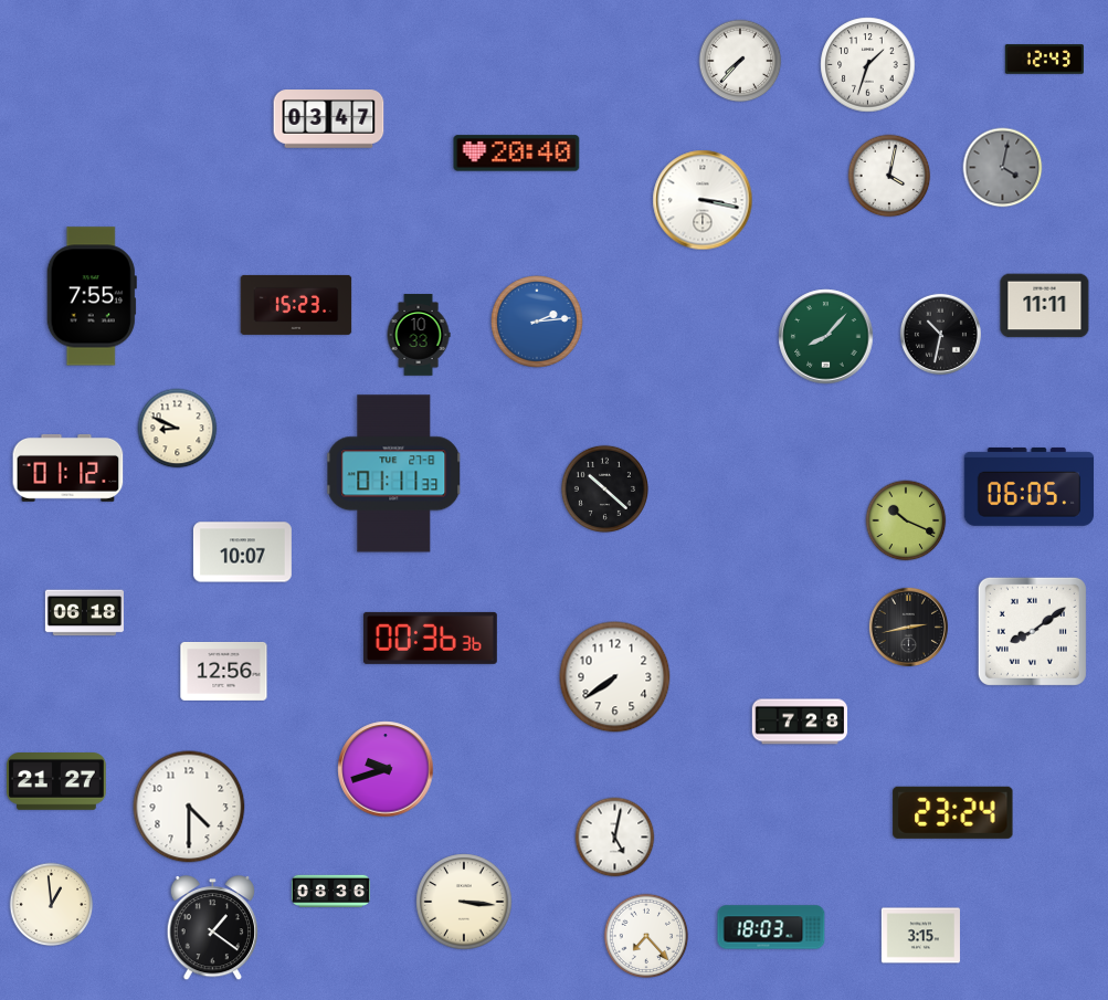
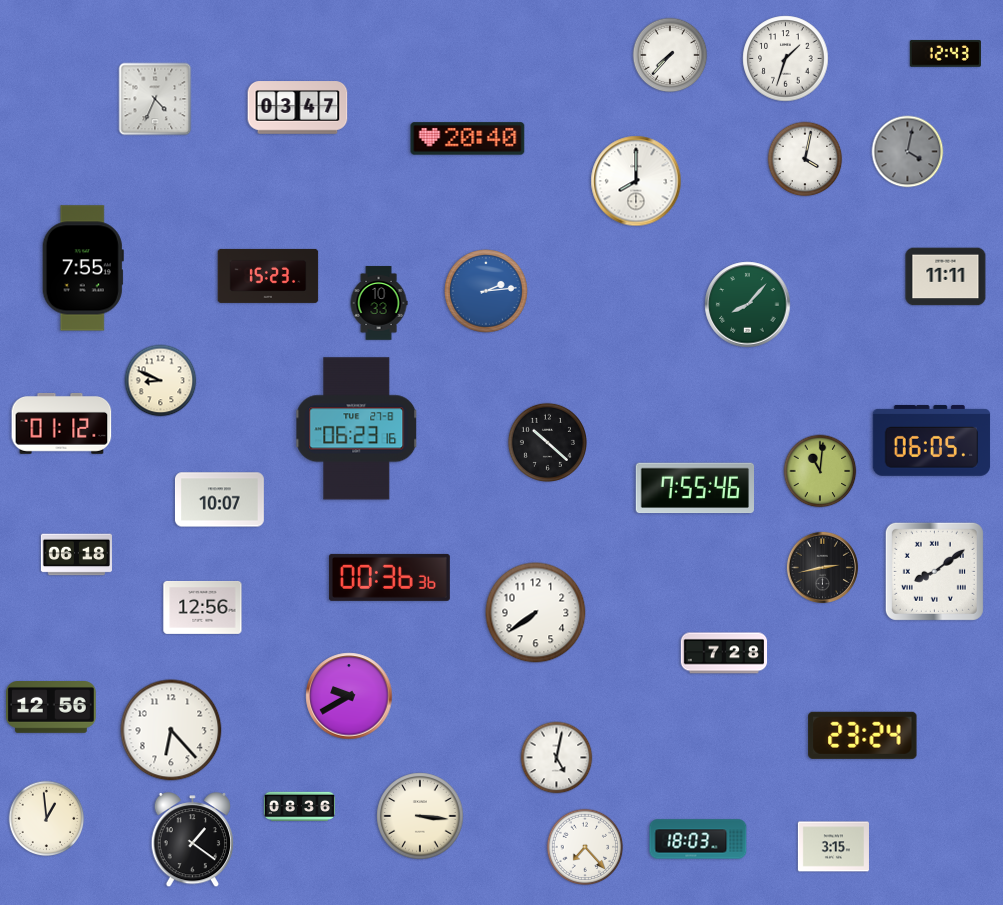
clock at (155, 99): none -> 4:34
clock at (703, 200): 3:17 -> 8:00
clock at (940, 334): 10:32 -> none
clock at (178, 429) position: (178, 429) -> (161, 381)
clock at (394, 474): 01:11 -> 06:23
clock at (906, 520): 10:19 -> 11:01
clock at (694, 488): none -> 7:55
clock at (615, 677) position: (615, 677) -> (536, 613)
clock at (386, 769): 9:42 -> 9:40
clock at (57, 782): 21:27 -> 12:56
clock at (189, 807): 4:30 -> 6:23
